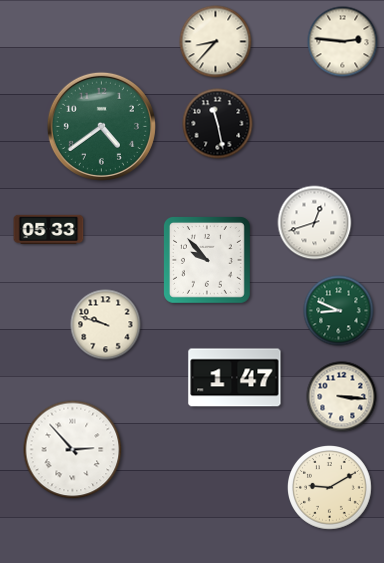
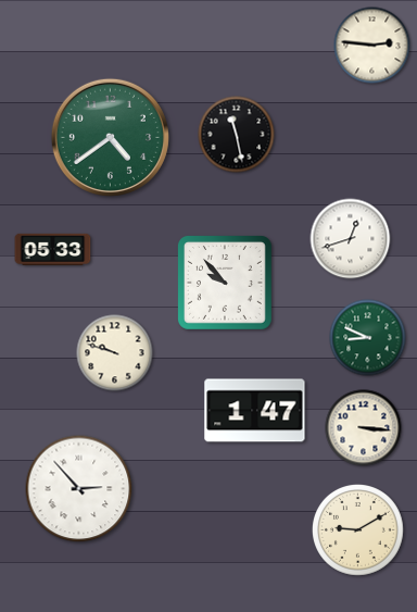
clock at (216, 42): 8:37 -> none
clock at (315, 223) position: (315, 223) -> (351, 239)
clock at (342, 397) position: (342, 397) -> (364, 428)
